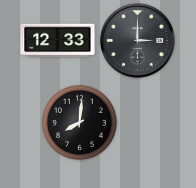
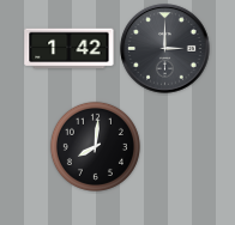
clock at (58, 41): 12:33 -> 1:42
